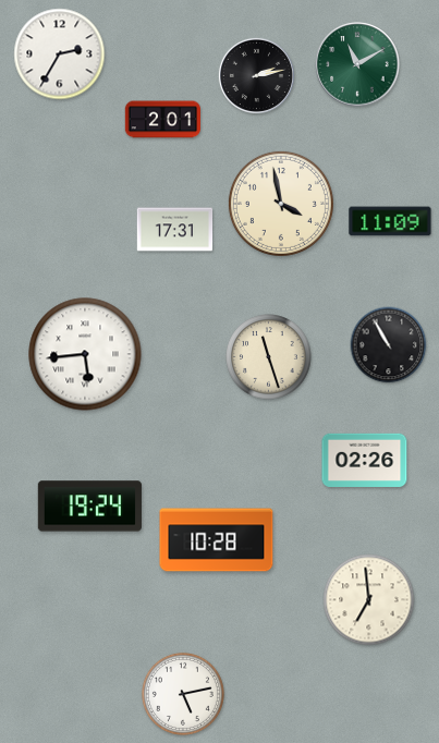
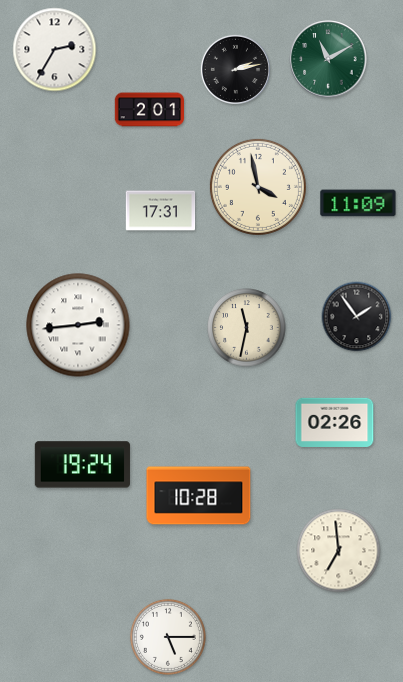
clock at (389, 345): 10:55 -> 1:54
clock at (85, 354): 5:44 -> 2:44
clock at (269, 357): 11:27 -> 11:32
clock at (183, 694): 5:13 -> 5:15
